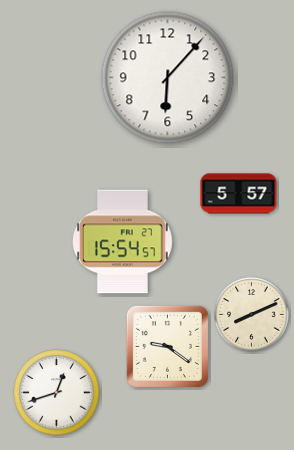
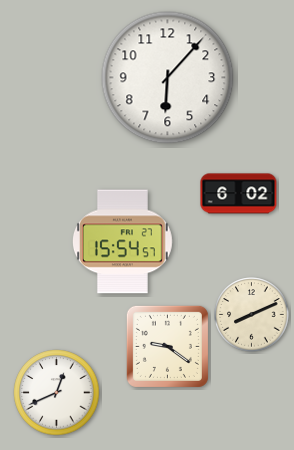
clock at (239, 194): 5:57 -> 6:02
clock at (57, 393): 12:42 -> 12:41
